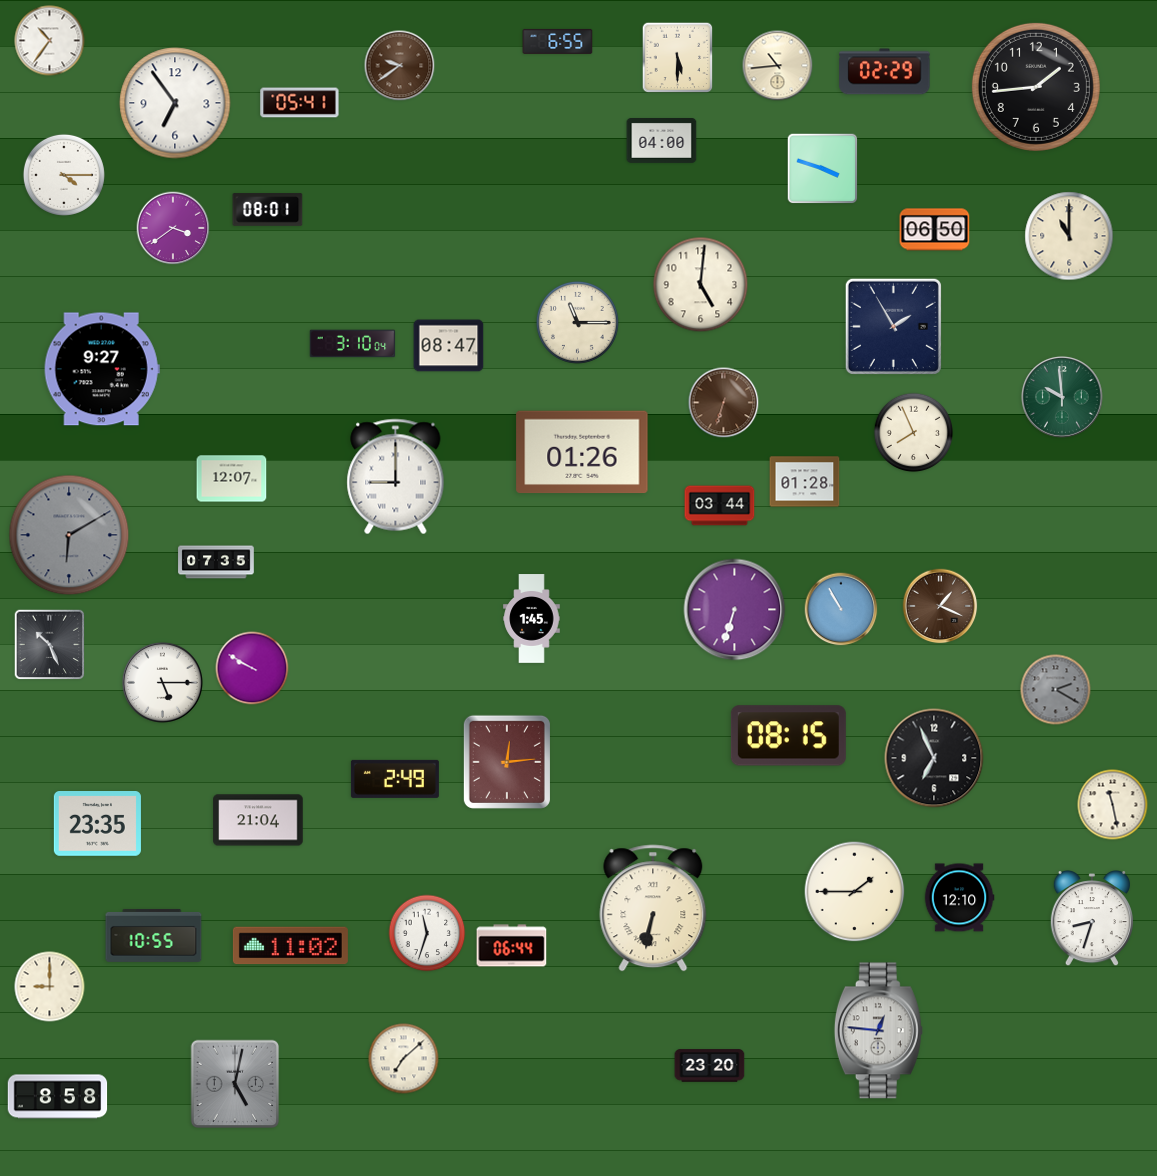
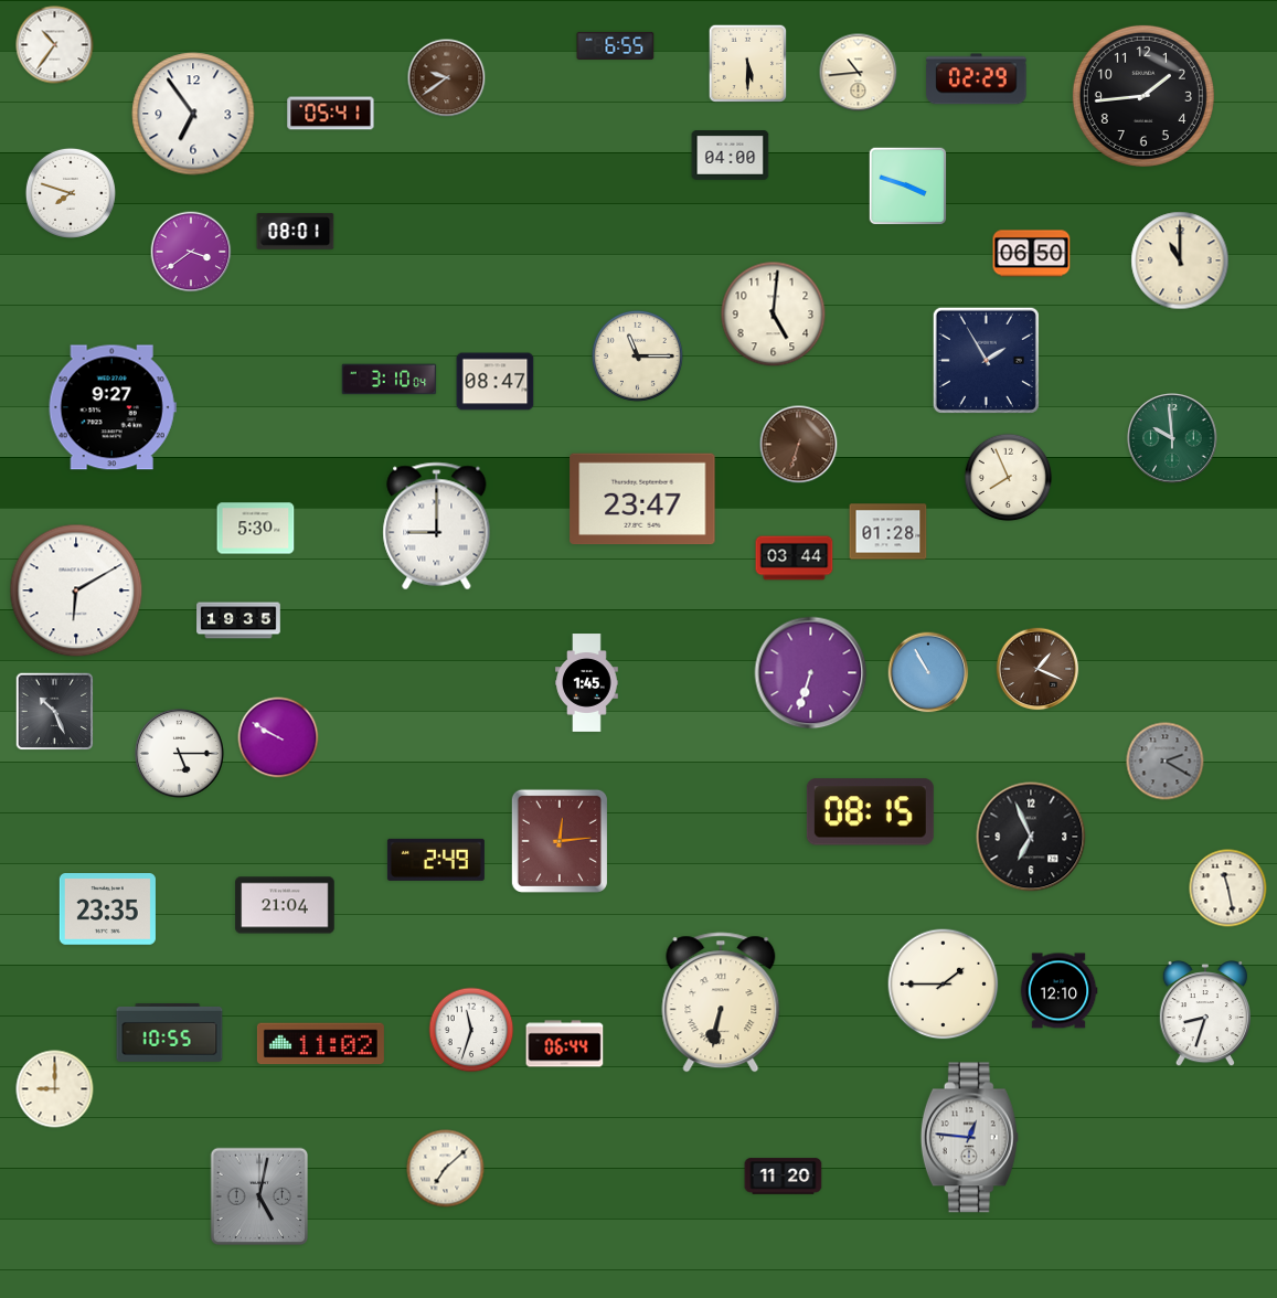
clock at (400, 66) position: (400, 66) -> (447, 78)
clock at (64, 175): 4:15 -> 7:48
clock at (582, 452): 01:26 -> 23:47
clock at (232, 479): 12:07 -> 5:30
clock at (69, 535) dial: grey -> white
clock at (216, 562): 07:35 -> 19:35
clock at (710, 1066): 23:20 -> 11:20
clock at (58, 1097): 8:58 -> none
